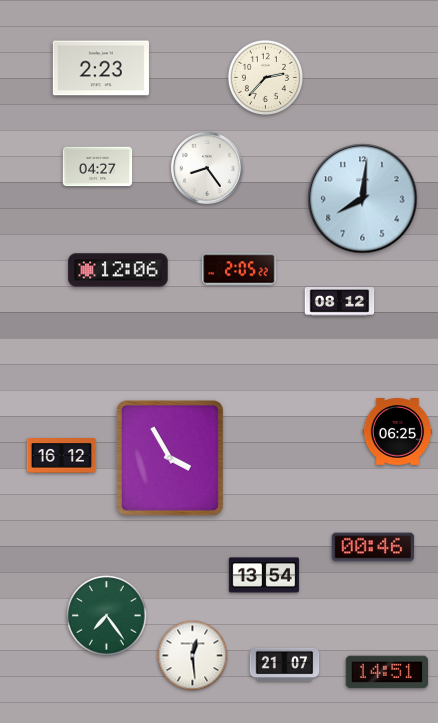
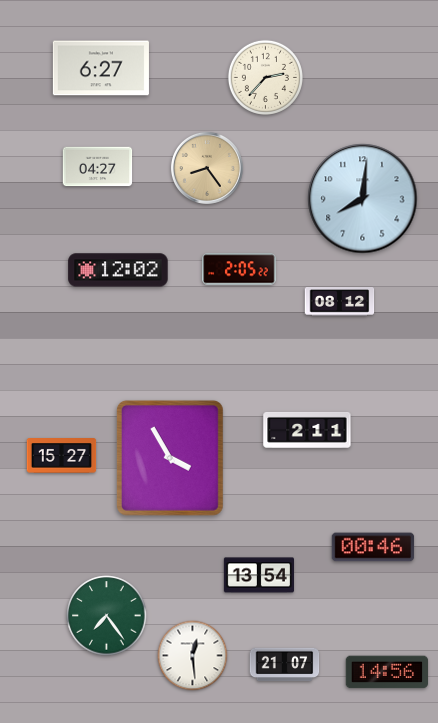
clock at (101, 68): 2:23 -> 6:27
clock at (207, 168) dial: white -> champagne
clock at (118, 270): 12:06 -> 12:02
clock at (307, 430): none -> 2:11
clock at (398, 432): 06:25 -> none
clock at (62, 456): 16:12 -> 15:27
clock at (263, 575) position: (263, 575) -> (258, 575)
clock at (387, 672): 14:51 -> 14:56
